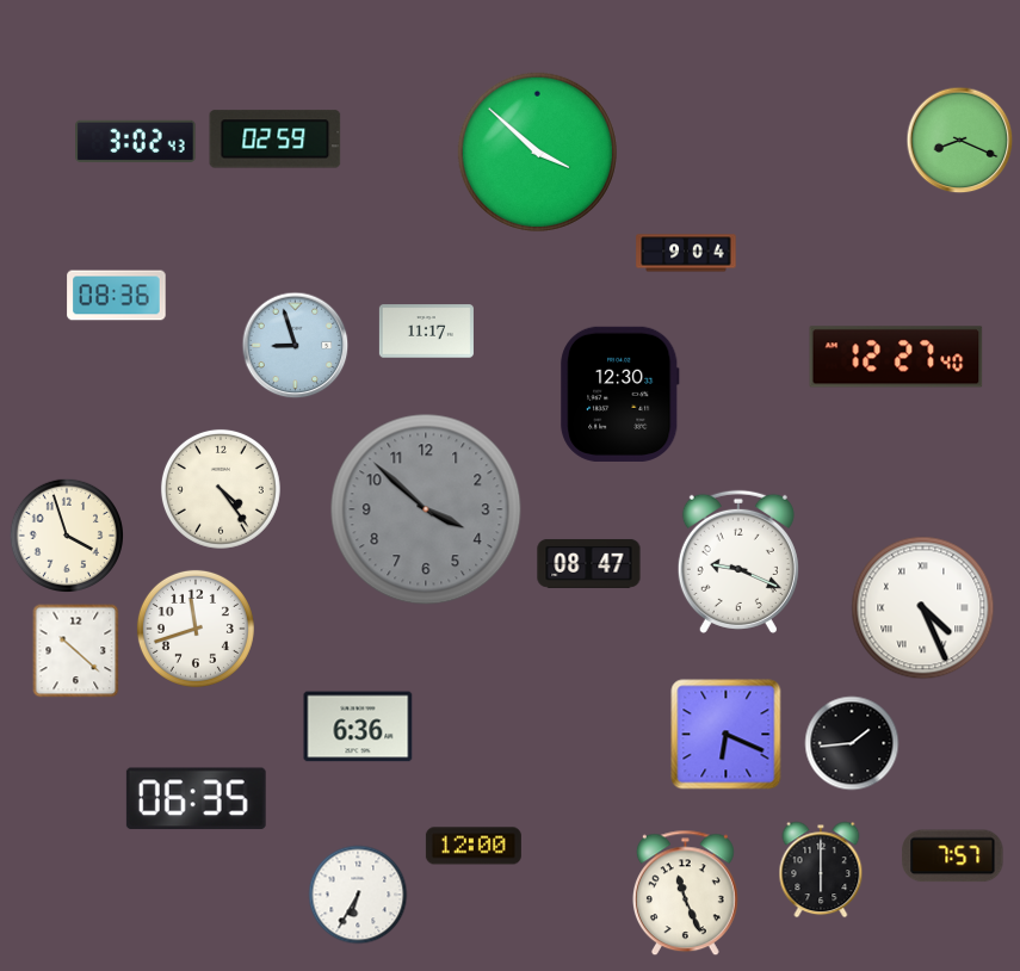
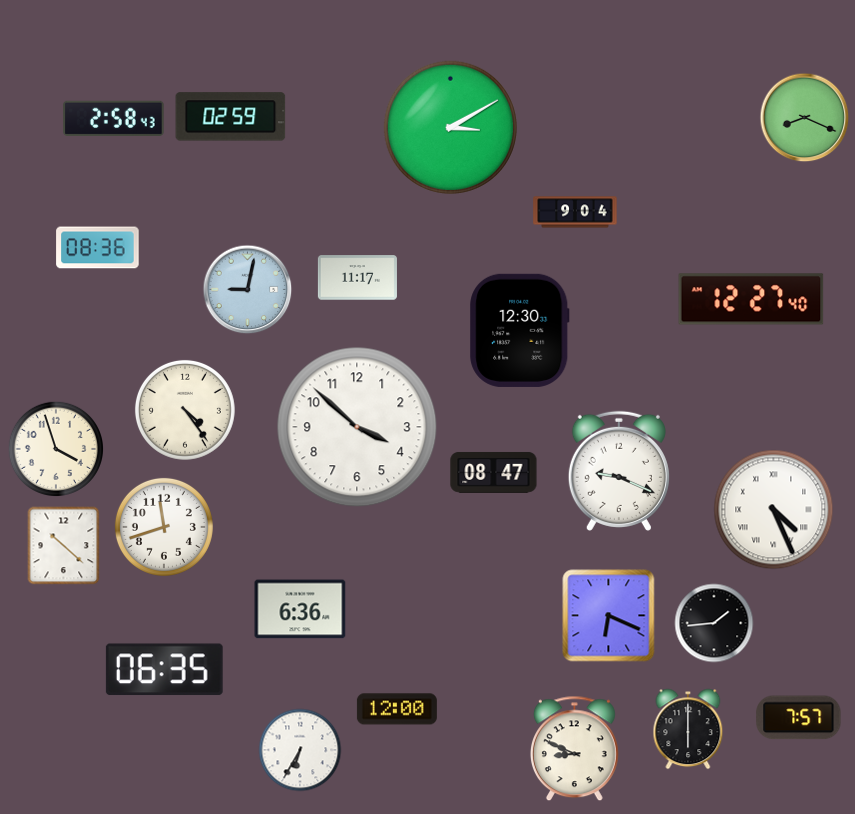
clock at (136, 141): 3:02 -> 2:58
clock at (537, 151): 3:52 -> 3:10
clock at (296, 346): 8:57 -> 9:02
clock at (426, 509) dial: grey -> white
clock at (685, 893): 11:26 -> 8:49
